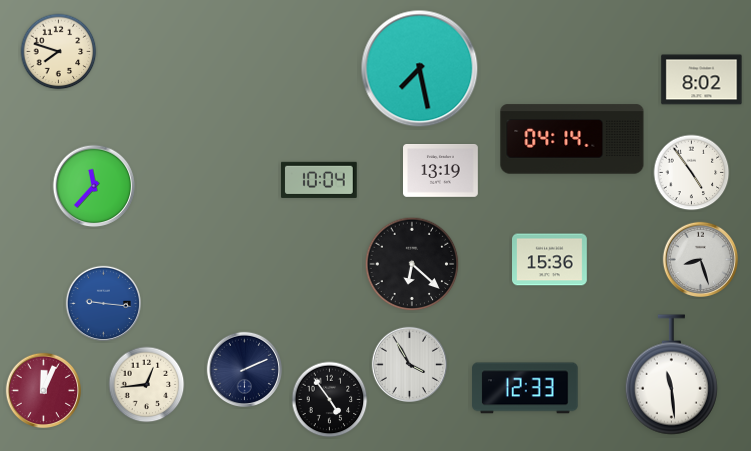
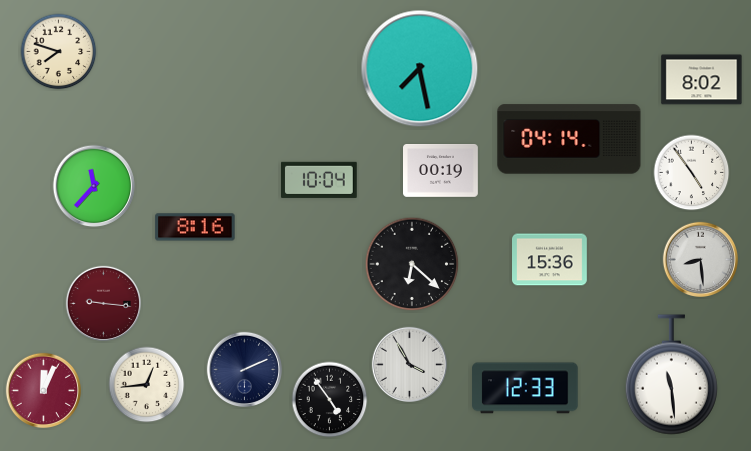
clock at (572, 139) position: (572, 139) -> (569, 139)
clock at (441, 171): 13:19 -> 00:19
clock at (195, 227): none -> 8:16
clock at (700, 259): 8:27 -> 8:29
clock at (103, 303) dial: blue -> burgundy
